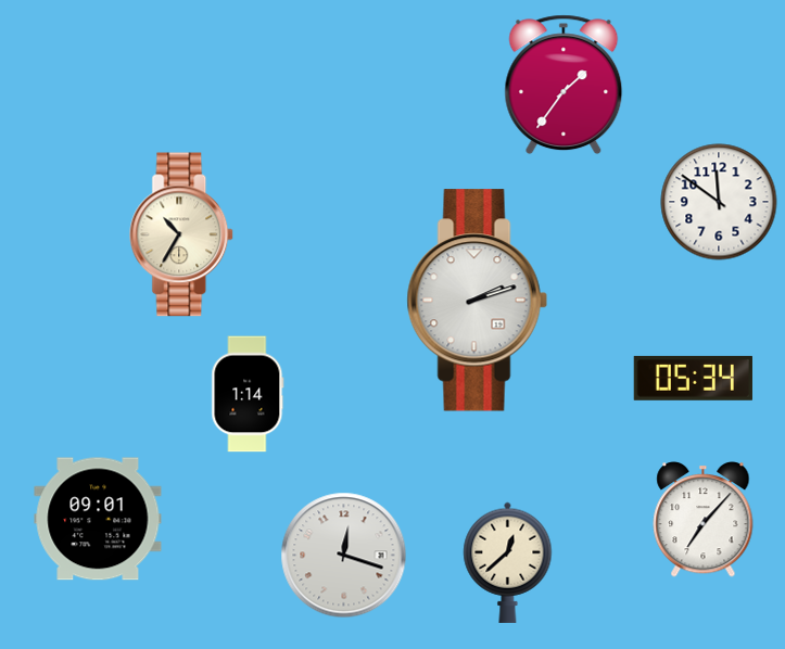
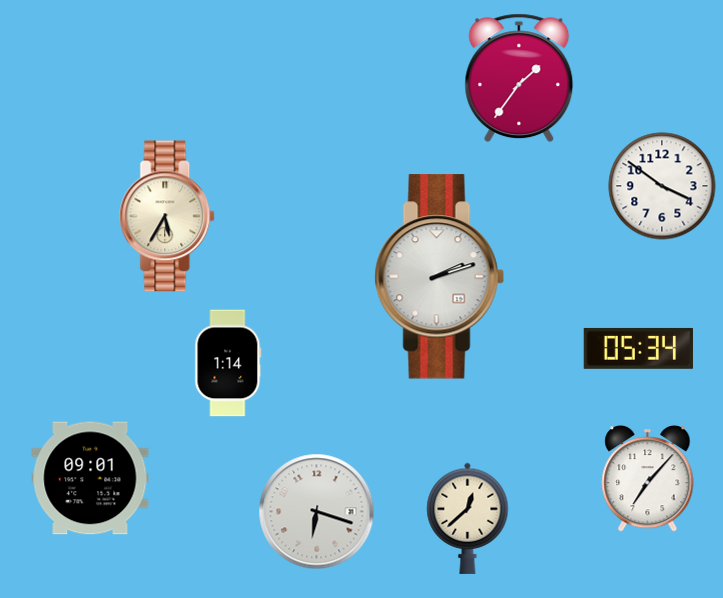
clock at (719, 202): 11:51 -> 3:51
clock at (182, 234): 10:35 -> 5:35
clock at (344, 556): 12:18 -> 6:18
